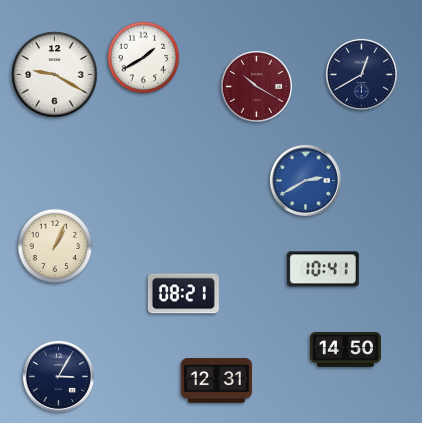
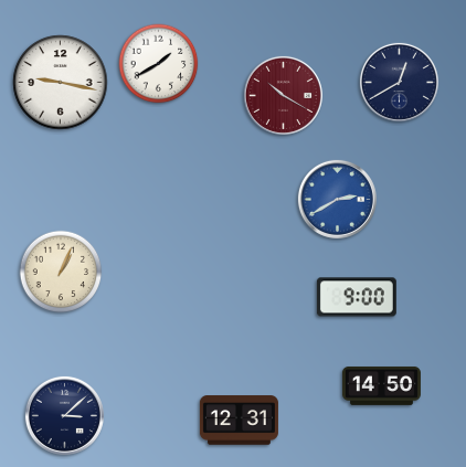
clock at (55, 75): 9:20 -> 9:17
clock at (323, 269): 10:41 -> 9:00
clock at (183, 294): 08:21 -> none
clock at (58, 376): 3:05 -> 3:08
